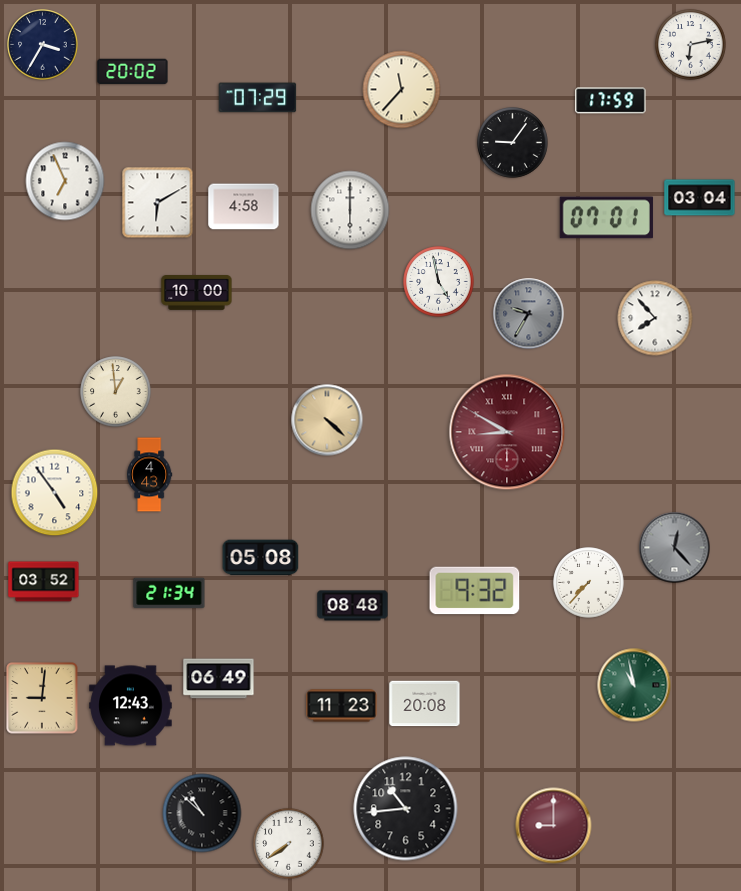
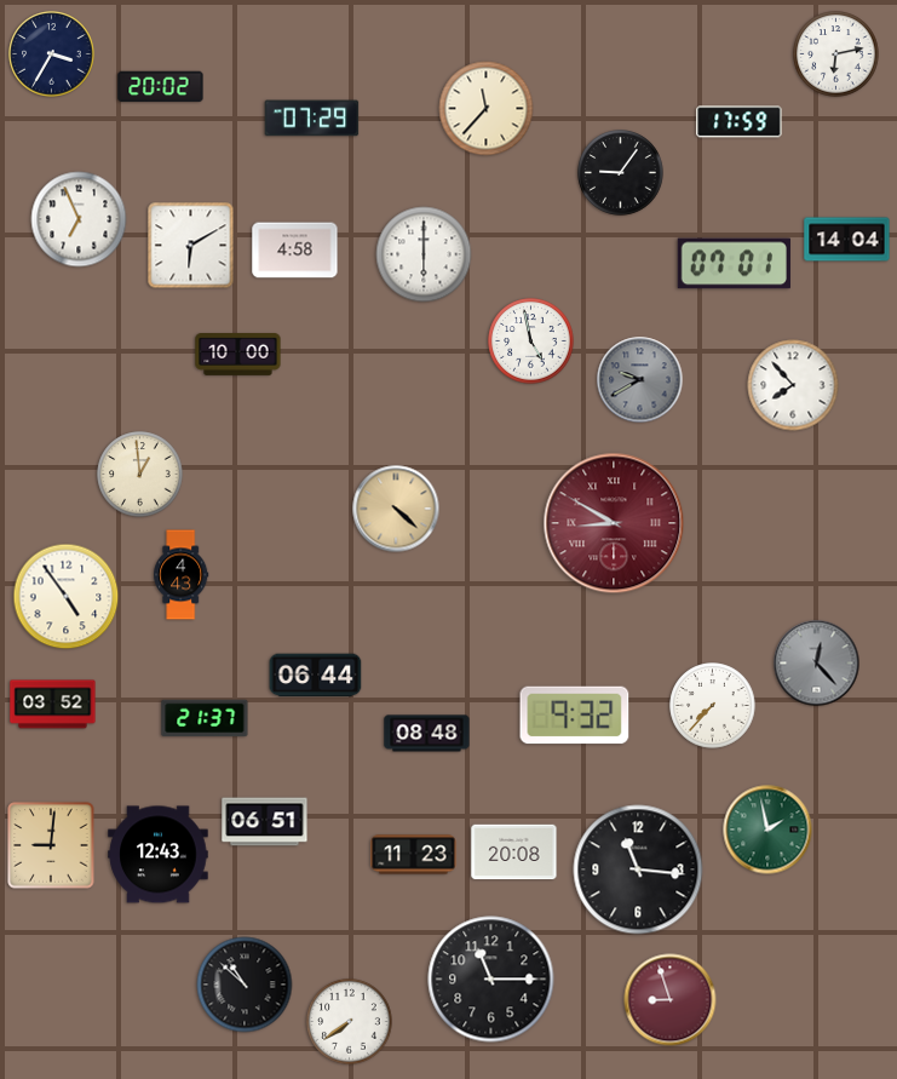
clock at (700, 198): 03:04 -> 14:04
clock at (529, 314): 9:35 -> 9:40
clock at (261, 558): 05:08 -> 06:44
clock at (169, 593): 21:34 -> 21:37
clock at (219, 679): 06:49 -> 06:51
clock at (634, 685): 10:58 -> 1:58
clock at (638, 869): none -> 11:16
clock at (406, 809): 10:44 -> 11:15
clock at (554, 826): 9:00 -> 8:57
